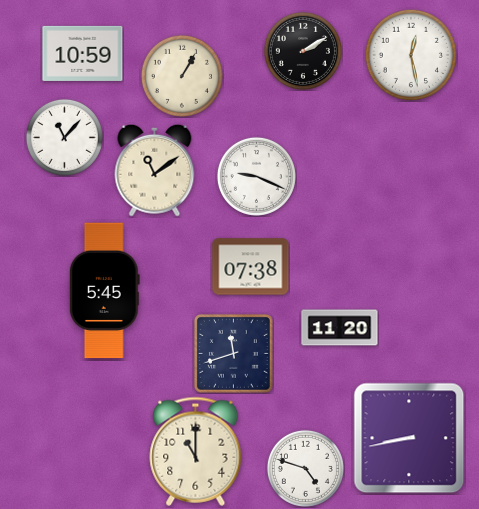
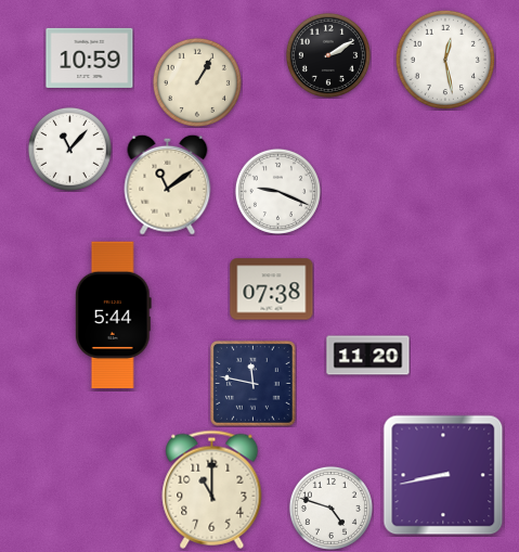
clock at (104, 291): 5:45 -> 5:44
clock at (234, 354): 11:42 -> 11:47
